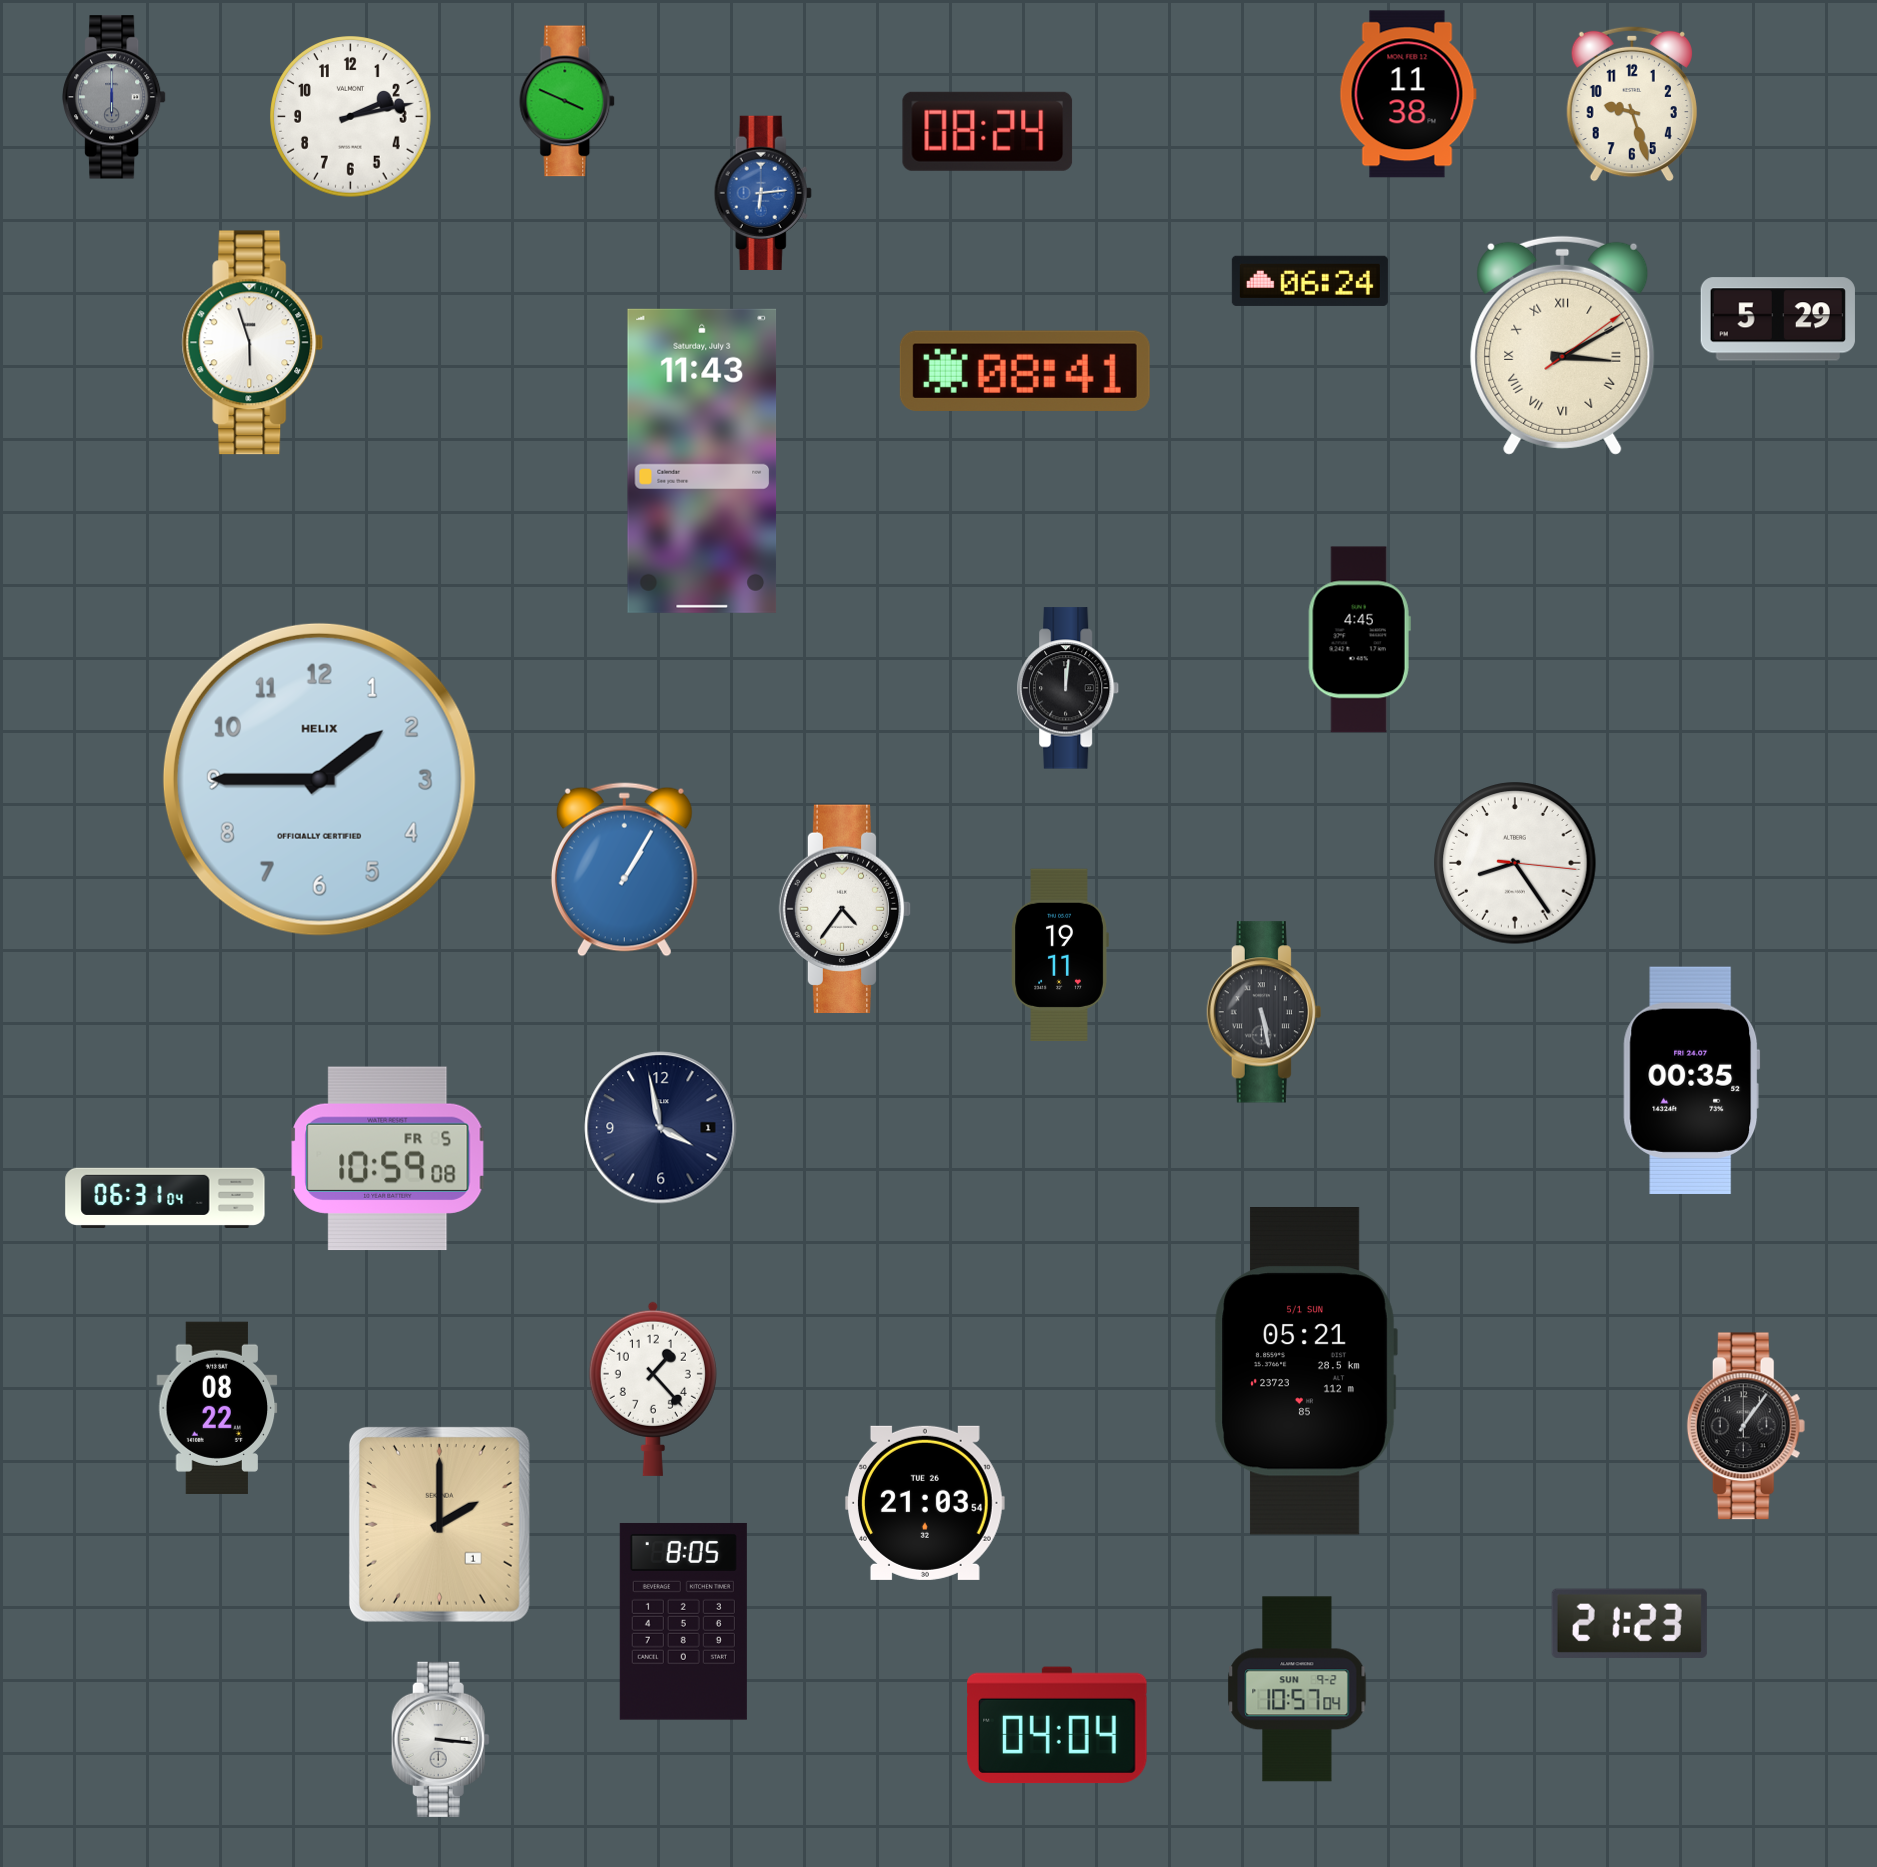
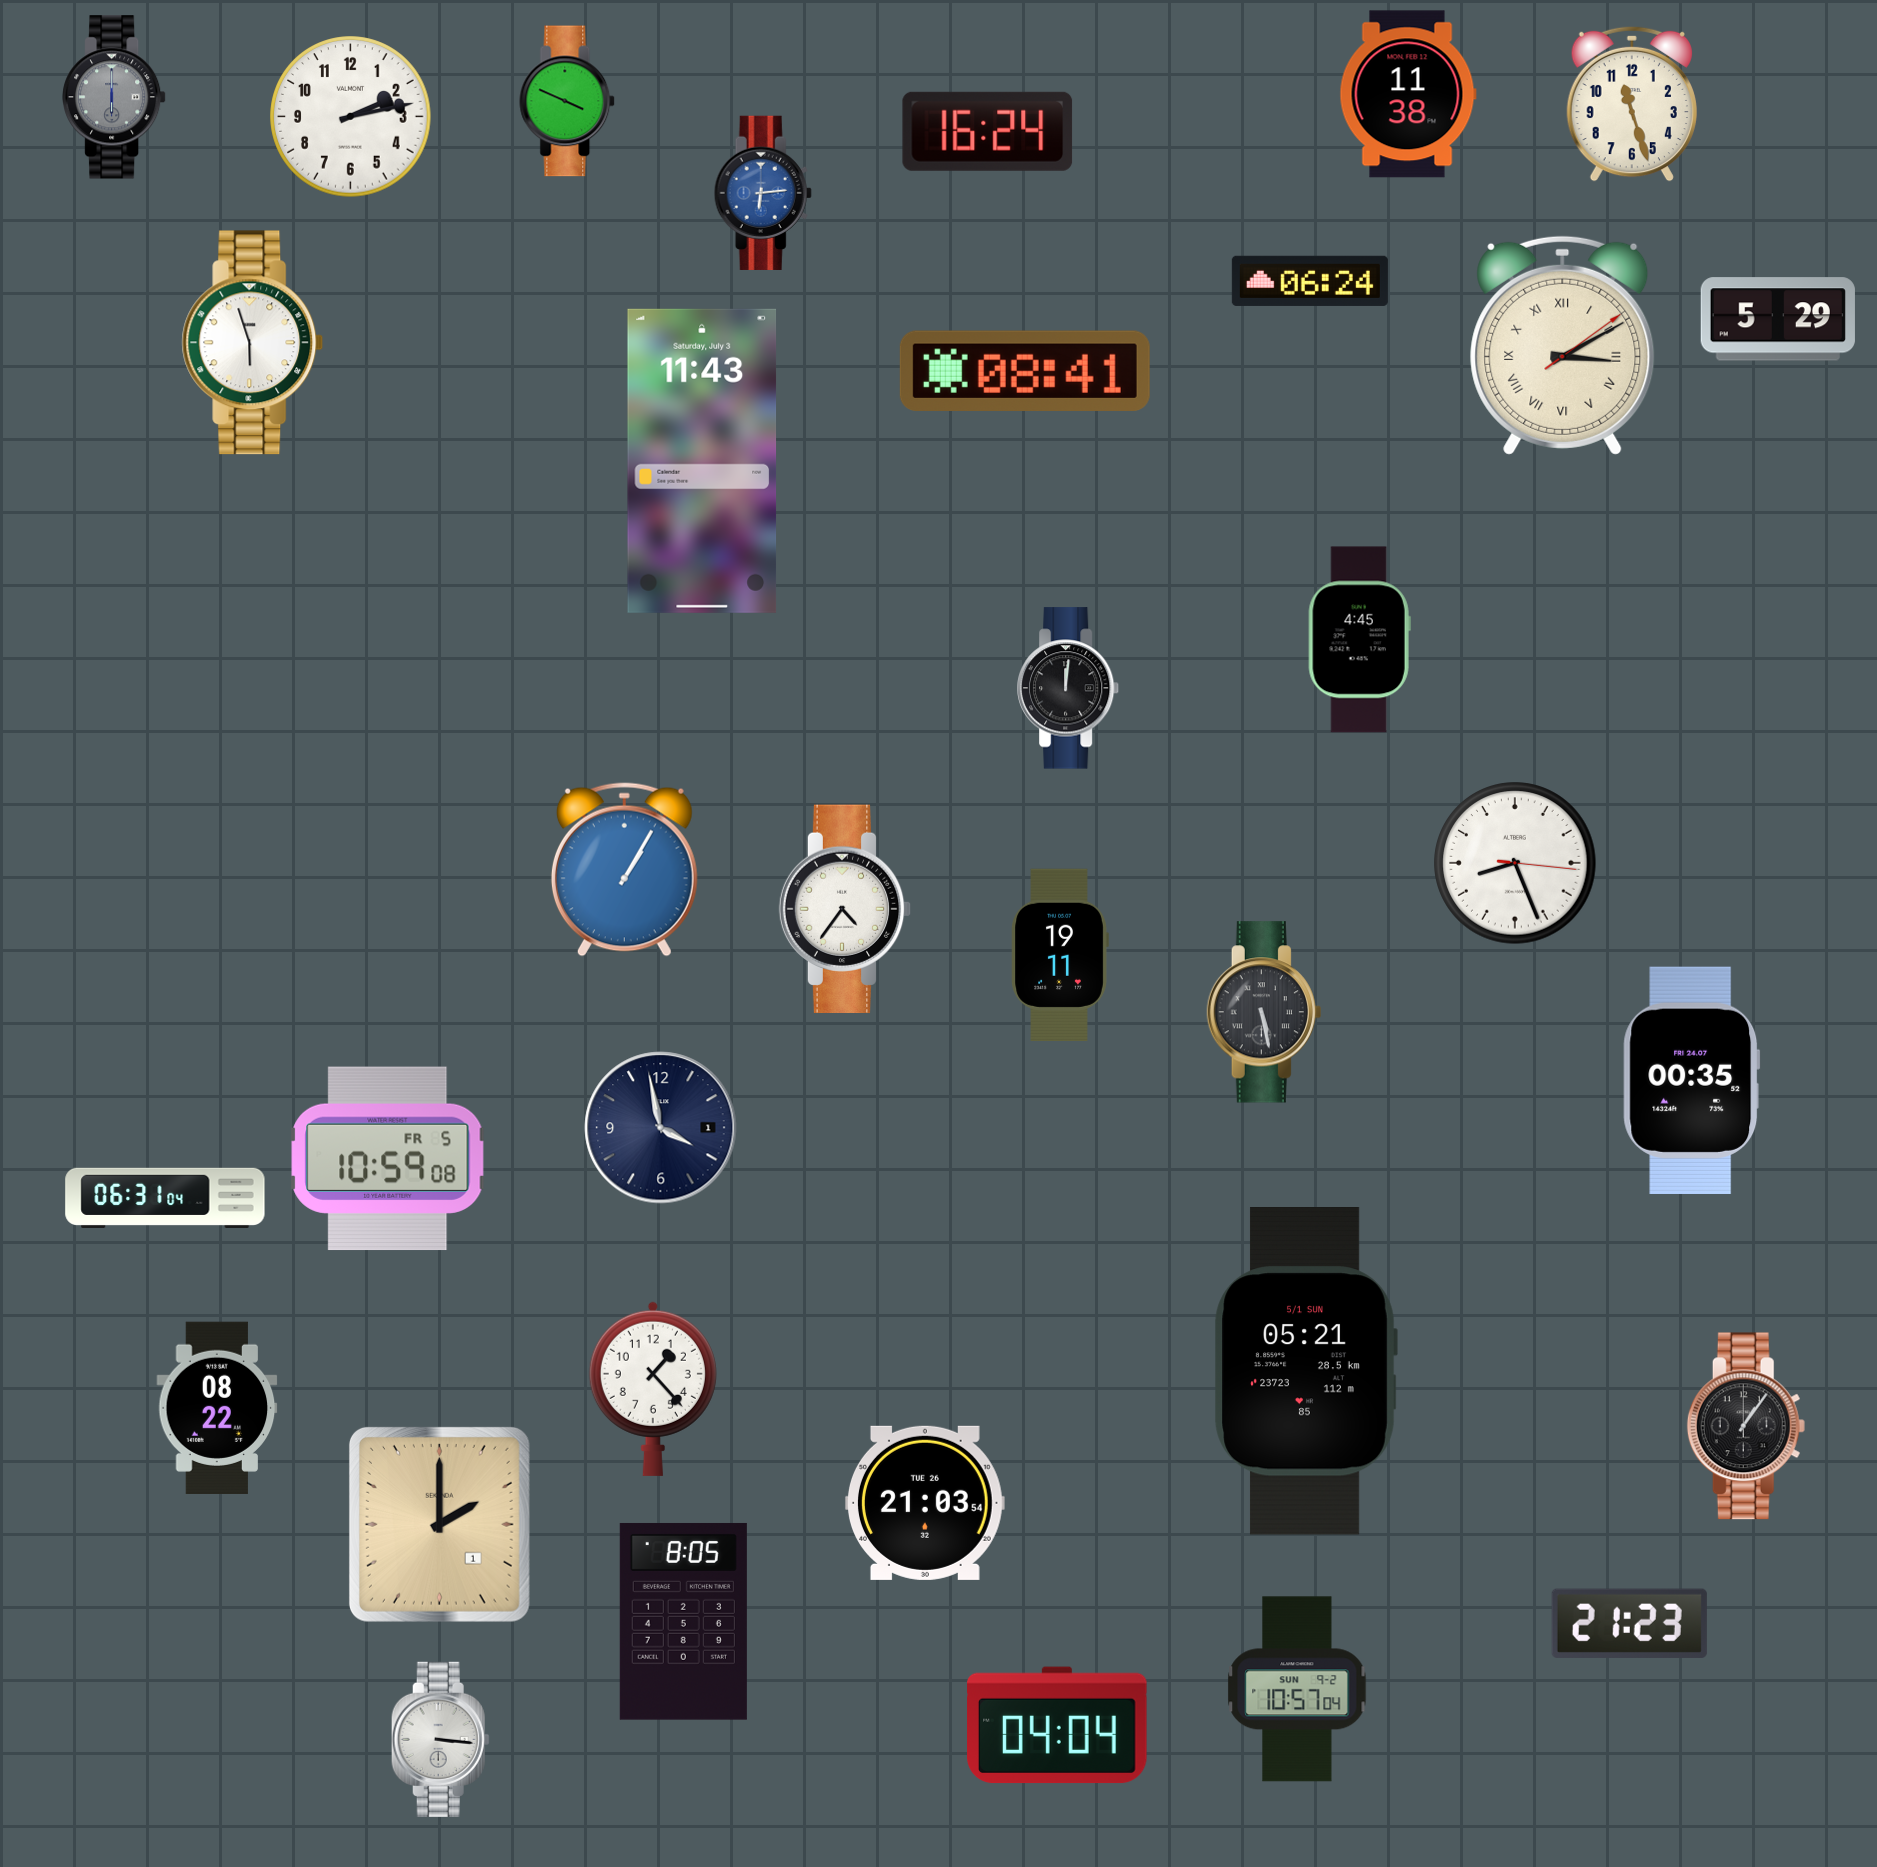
clock at (1632, 104): 9:27 -> 11:27
clock at (988, 131): 08:24 -> 16:24
clock at (319, 779): 1:45 -> none
clock at (1515, 863): 8:24 -> 8:26
